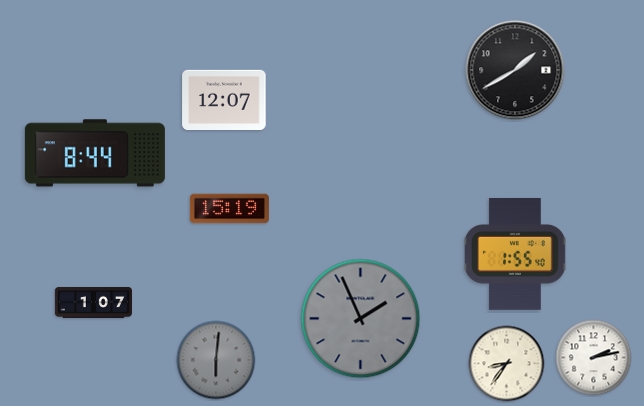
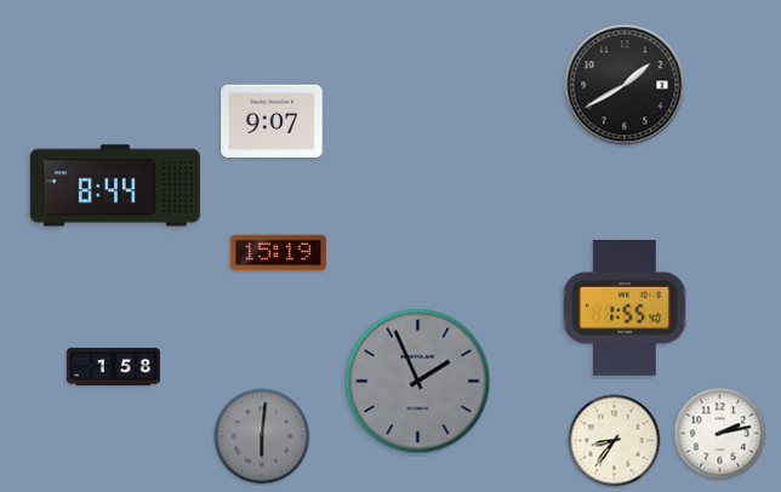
clock at (224, 99): 12:07 -> 9:07
clock at (93, 302): 1:07 -> 1:58
clock at (361, 319) position: (361, 319) -> (418, 382)
